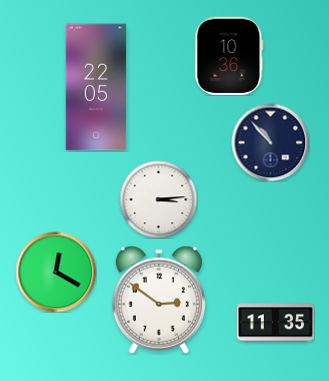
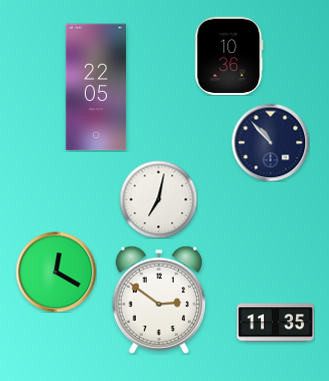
clock at (158, 199): 3:14 -> 7:02
